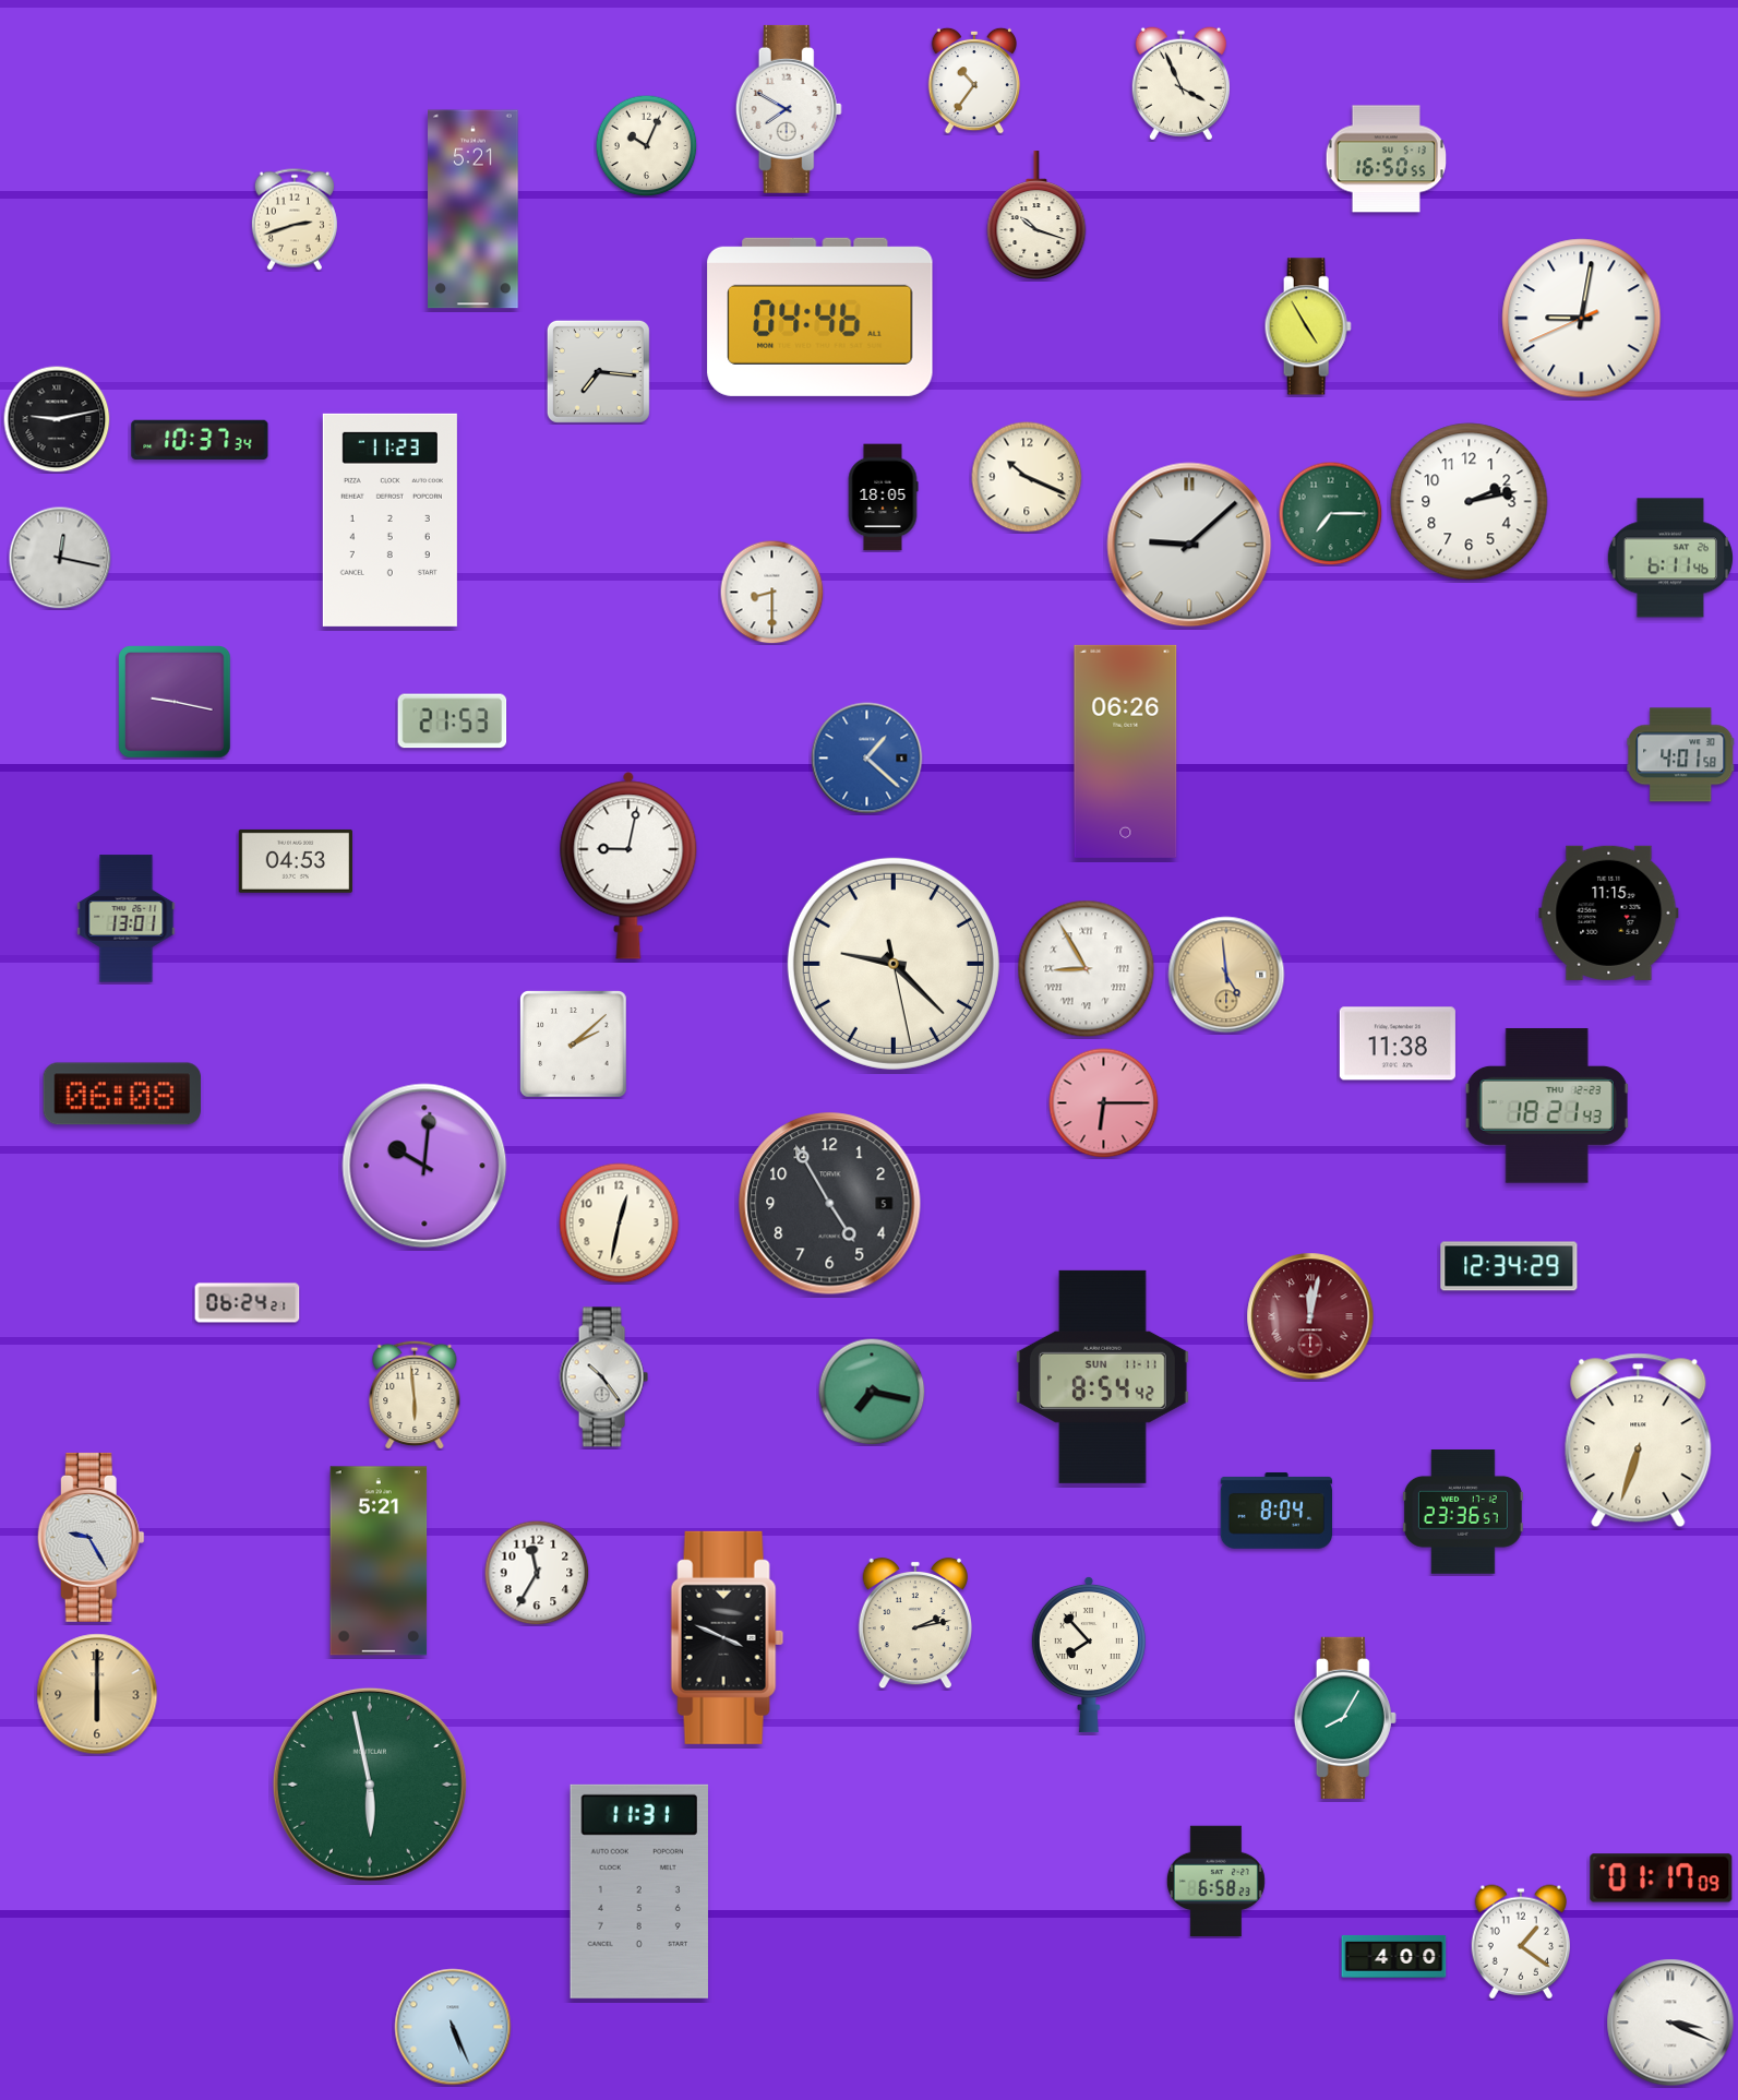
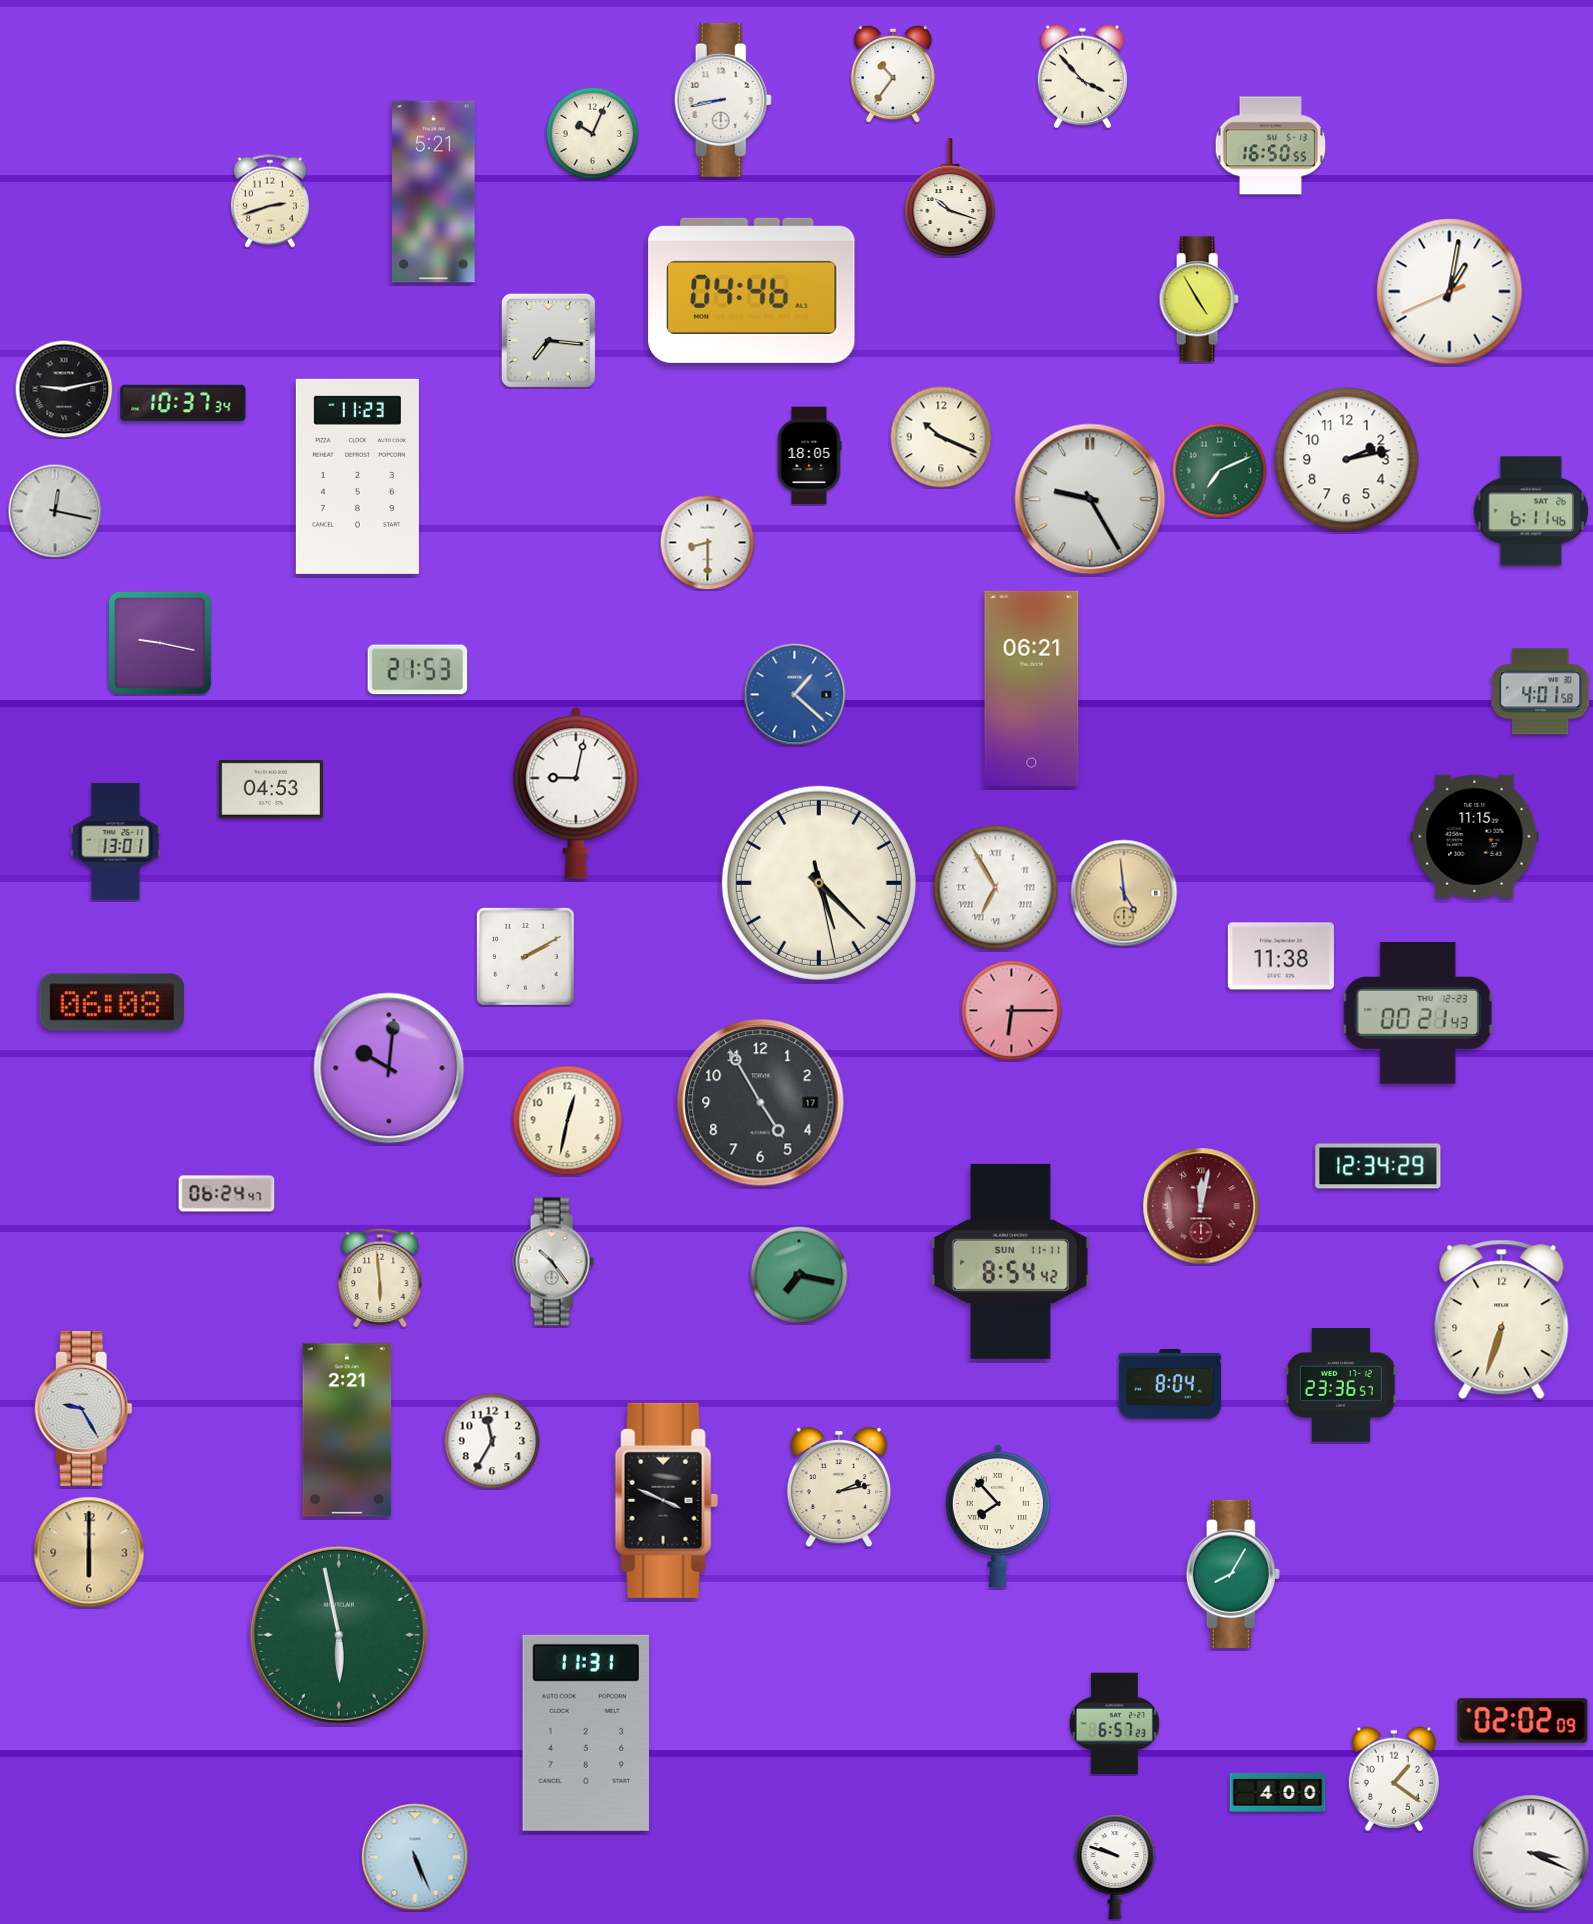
clock at (1180, 84): 3:56 -> 3:53
clock at (789, 109): 7:50 -> 8:43
clock at (1582, 319): 9:01 -> 1:01
clock at (57, 419) position: (57, 419) -> (64, 389)
clock at (1330, 513): 7:15 -> 7:11
clock at (1189, 545): 9:08 -> 9:25
clock at (453, 721) position: (453, 721) -> (418, 670)
clock at (1126, 751): 06:26 -> 06:21
clock at (894, 964): 9:22 -> 5:22
clock at (1087, 969): 8:55 -> 6:55
clock at (574, 1045): 2:08 -> 2:10
clock at (1547, 1106): 18:21 -> 00:21
clock at (830, 1204) date: 5 -> 17
clock at (1509, 1266) position: (1509, 1266) -> (1378, 1166)
clock at (248, 1303): 06:24:21 -> 06:24:47
clock at (379, 1561): 5:21 -> 2:21
clock at (1662, 1878): 01:17 -> 02:02
clock at (1215, 1882): 6:58 -> 6:57
clock at (1115, 1867): none -> 9:48
